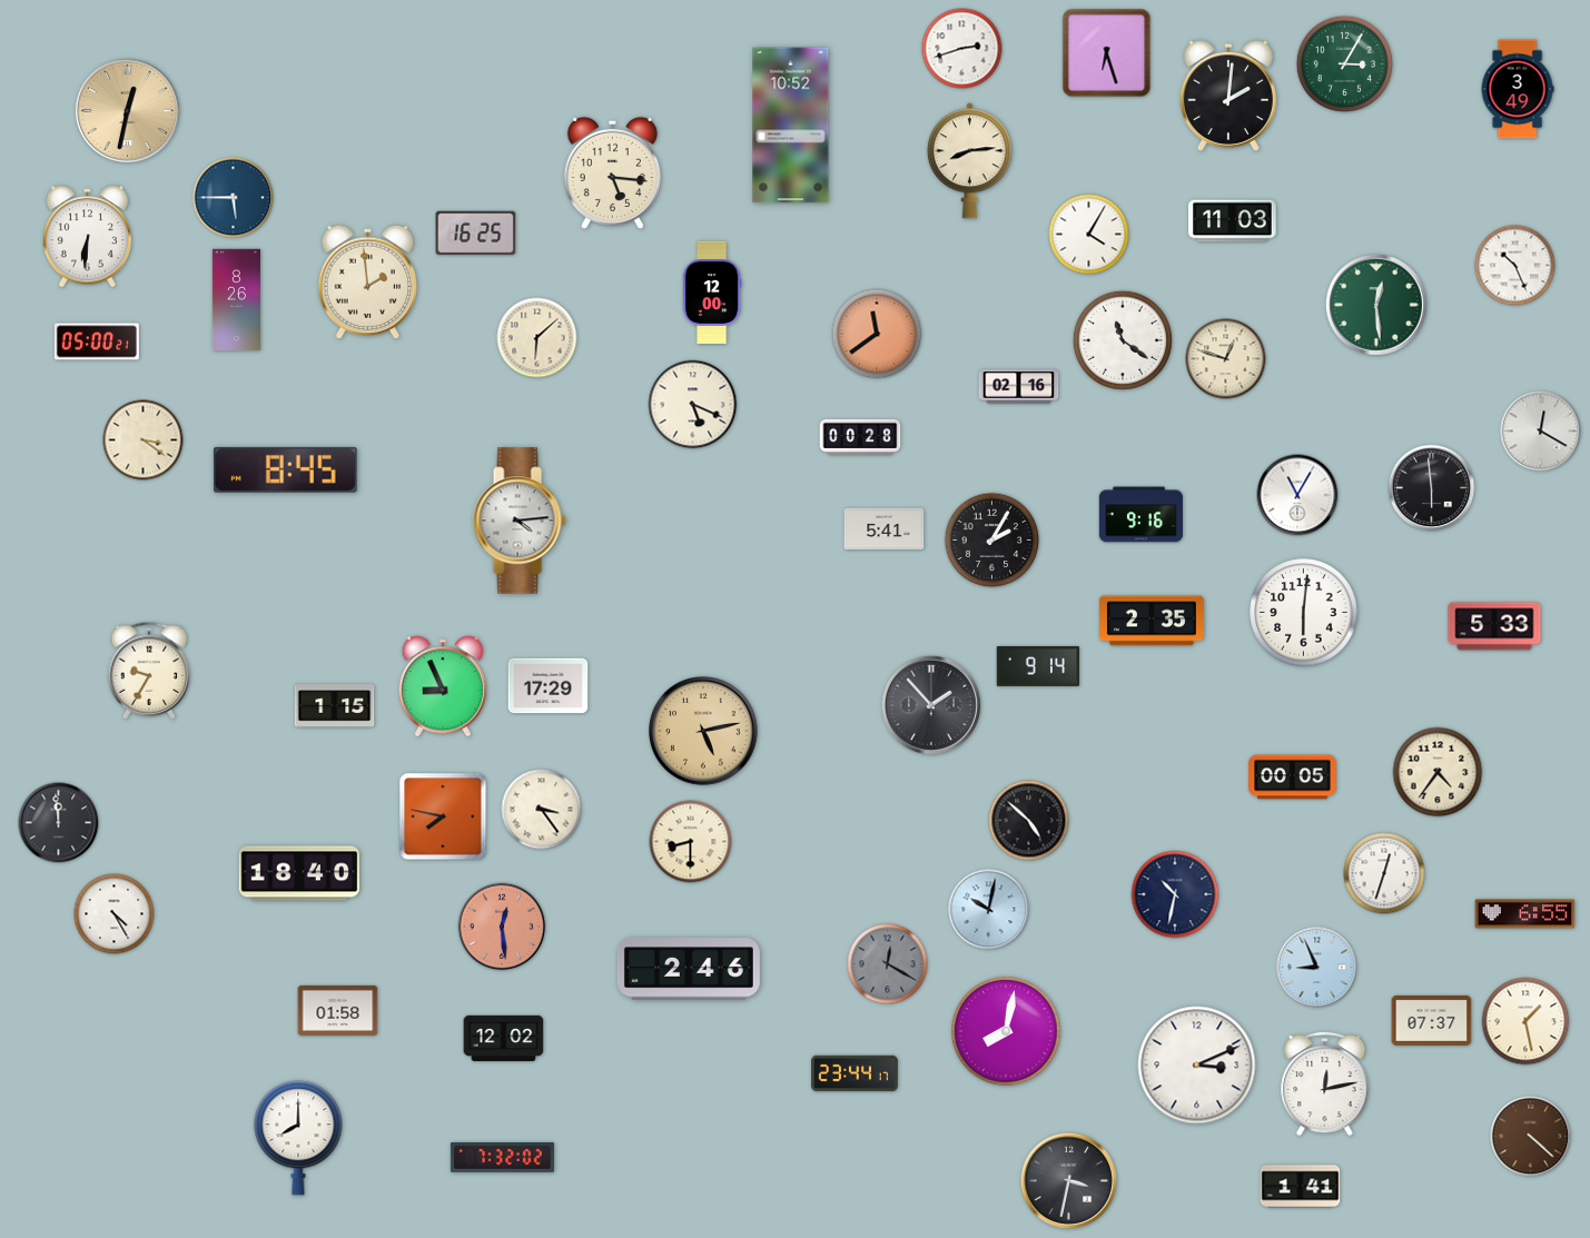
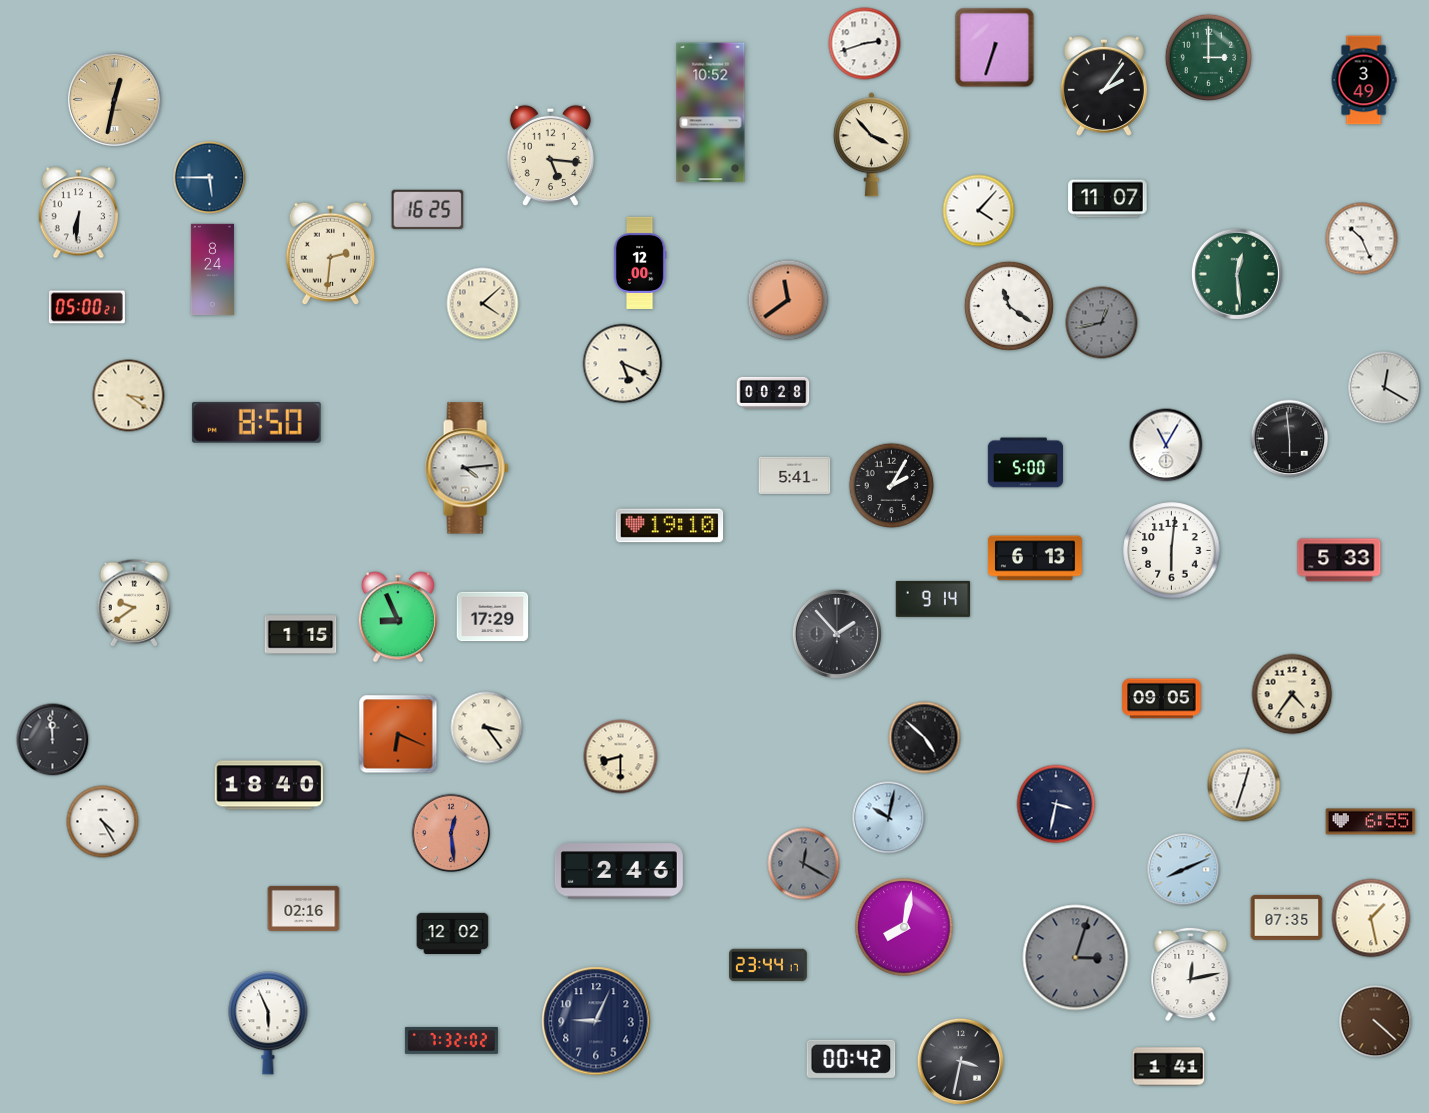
clock at (1107, 53): 6:27 -> 6:33
clock at (1344, 63): 3:05 -> 3:00
clock at (1228, 96): 2:01 -> 2:06
clock at (969, 161): 8:14 -> 3:53
clock at (1233, 221): 11:03 -> 11:07
clock at (1089, 235): 4:05 -> 4:07
clock at (368, 283): 1:59 -> 2:31
clock at (236, 300): 8:26 -> 8:24
clock at (537, 338): 6:08 -> 4:08
clock at (1226, 359): 12:48 -> 12:43
clock at (1226, 359) dial: cream -> grey
clock at (1019, 387): 02:16 -> none
clock at (285, 469): 8:45 -> 8:50
clock at (1432, 488) position: (1432, 488) -> (1290, 439)
clock at (1140, 515): 9:16 -> 5:00
clock at (670, 526): none -> 19:10
clock at (1152, 621): 2:35 -> 6:13
clock at (1494, 626) position: (1494, 626) -> (1339, 560)
clock at (149, 671): 9:35 -> 9:39
clock at (703, 731): 5:13 -> none
clock at (1293, 778): 00:05 -> 09:05
clock at (443, 816): 7:47 -> 6:19
clock at (1175, 894): 10:32 -> 3:32
clock at (888, 964) position: (888, 964) -> (804, 864)
clock at (1317, 968): 8:56 -> 8:11
clock at (338, 1010): 01:58 -> 02:16
clock at (1432, 1020): 07:37 -> 07:35
clock at (1197, 1066): 3:11 -> 3:03
clock at (1197, 1066) dial: white -> grey
clock at (596, 1021): none -> 9:04
clock at (298, 1138): 8:00 -> 5:56
clock at (851, 1059): none -> 00:42
